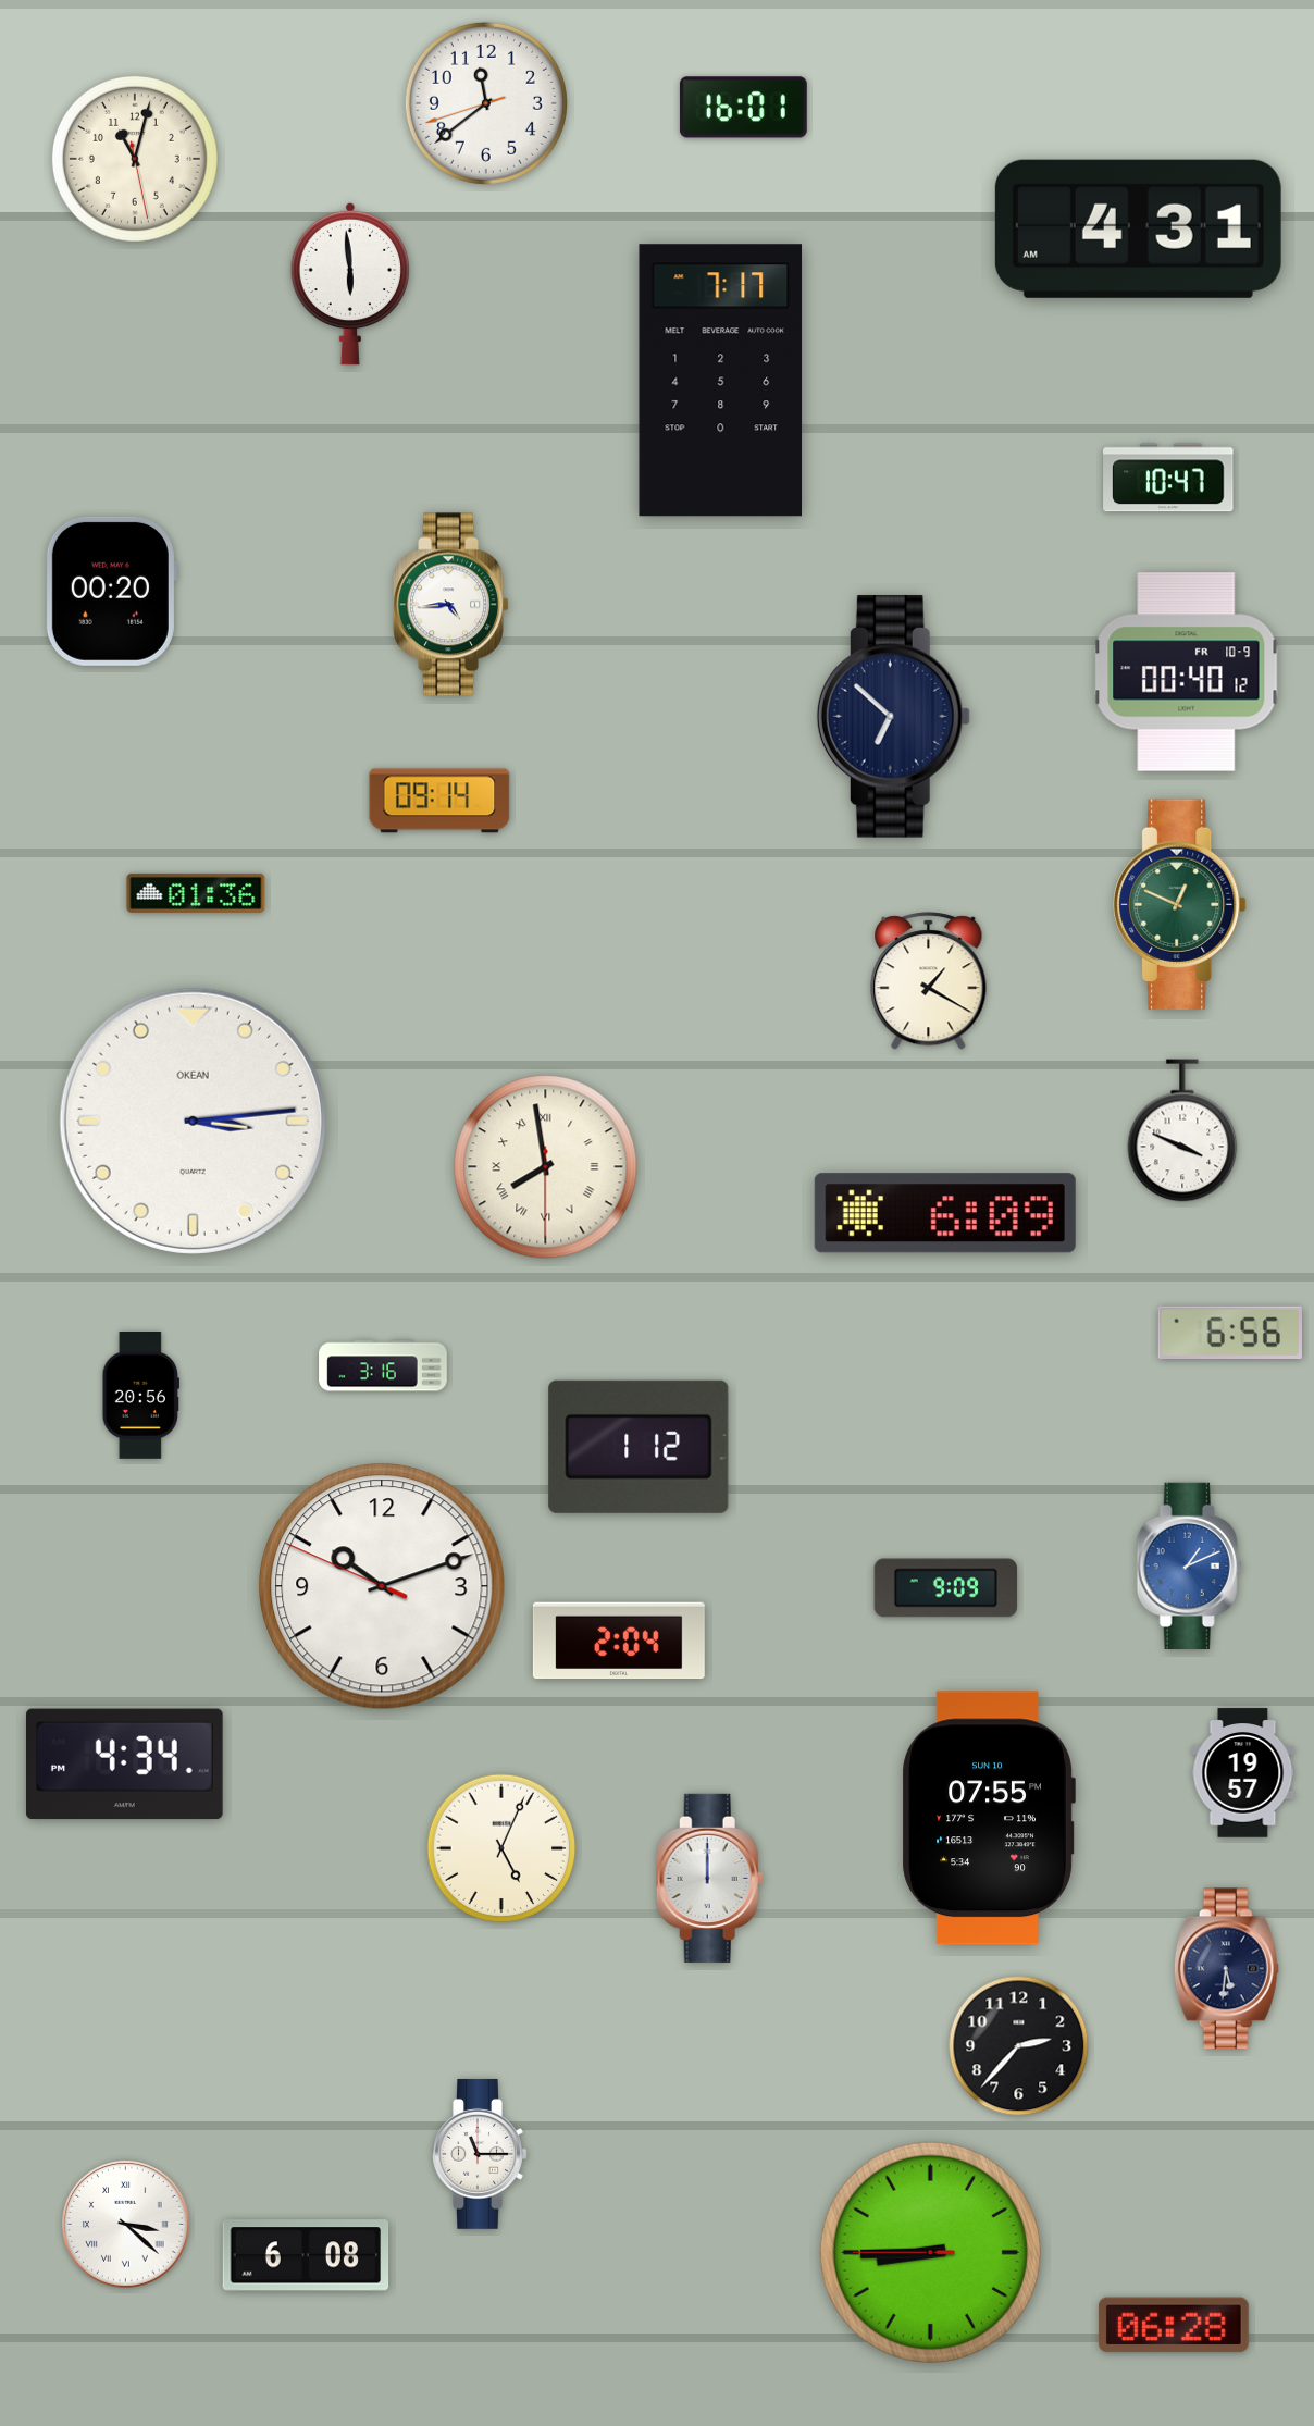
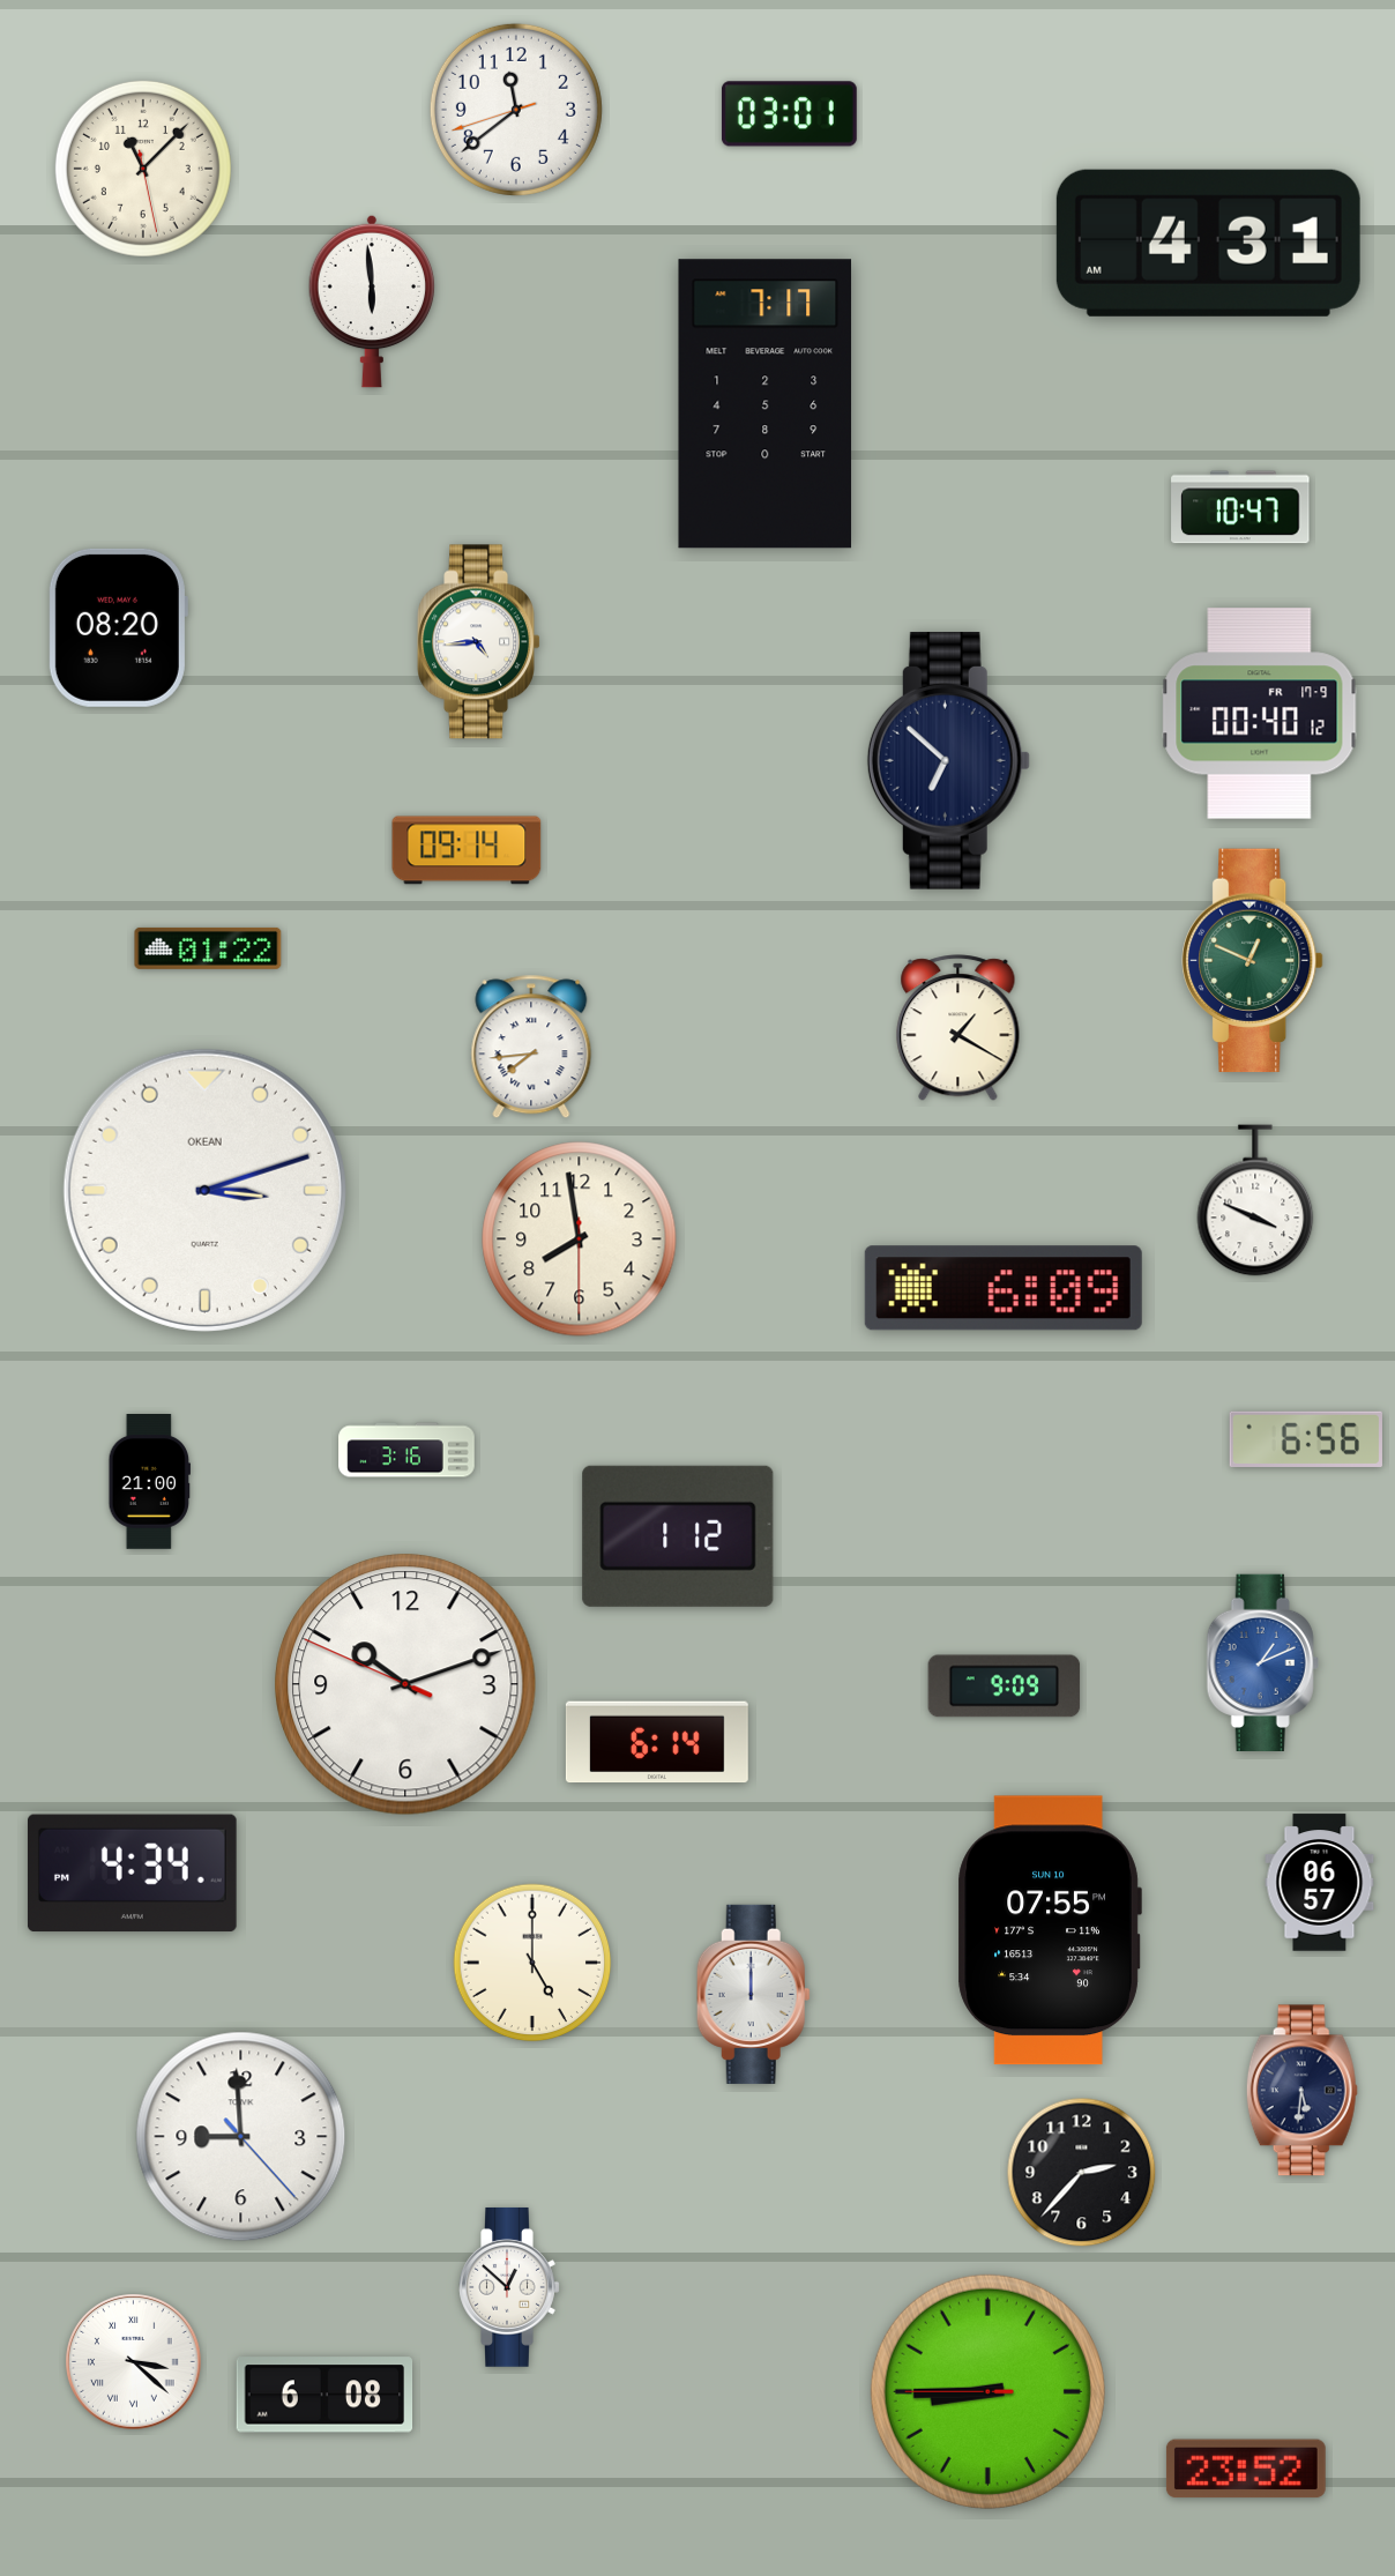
clock at (743, 108): 16:01 -> 03:01
clock at (135, 159): 11:02 -> 11:07
clock at (111, 591): 00:20 -> 08:20
clock at (1187, 672) date: FR 10-9 -> FR 17-9
clock at (196, 893): 01:36 -> 01:22
clock at (929, 981) position: (929, 981) -> (958, 1028)
clock at (531, 1047): none -> 7:44
clock at (193, 1121): 3:14 -> 3:12
clock at (546, 1167) numerals: Roman -> Arabic
clock at (1229, 1333) position: (1229, 1333) -> (1305, 1439)
clock at (140, 1396): 20:56 -> 21:00
clock at (619, 1641): 2:04 -> 6:14
clock at (1243, 1773): 19:57 -> 06:57
clock at (501, 1848): 5:04 -> 5:00
clock at (241, 2137): none -> 8:59
clock at (480, 2154): 11:15 -> 12:52
clock at (1174, 2325): 06:28 -> 23:52
